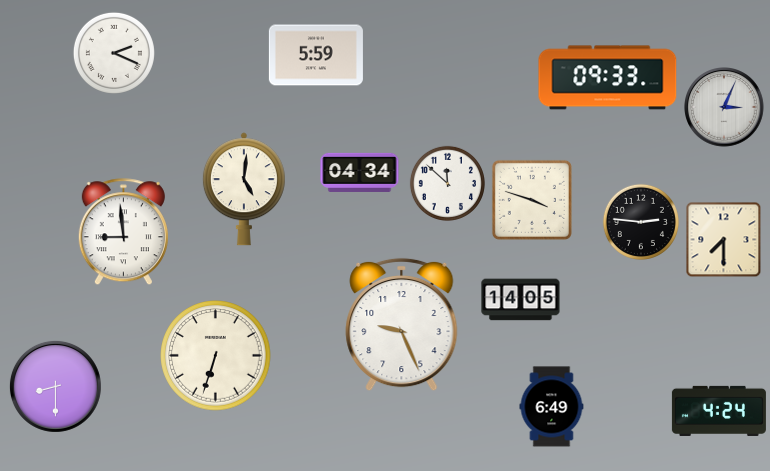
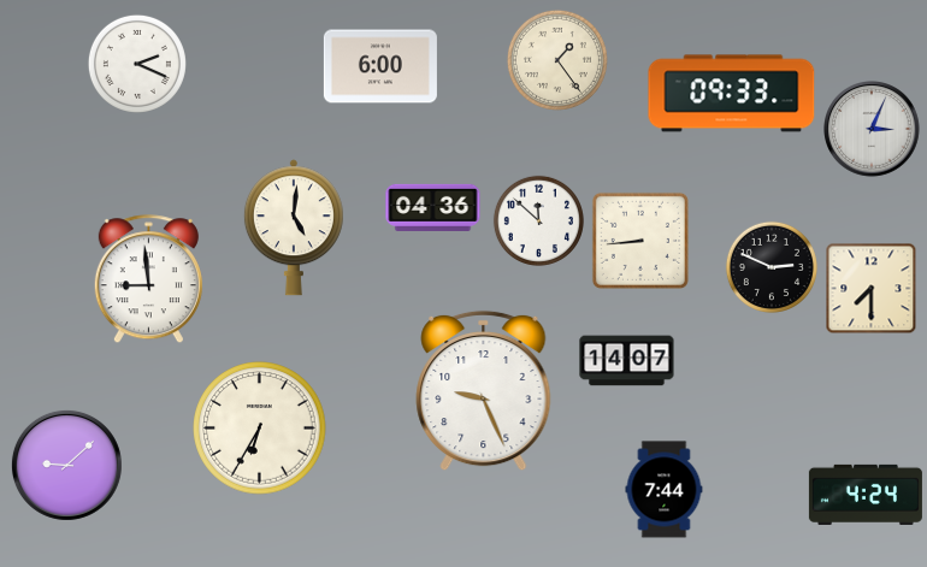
clock at (557, 60): none -> 1:24
clock at (316, 55): 5:59 -> 6:00
clock at (360, 172): 04:34 -> 04:36
clock at (532, 200): 3:48 -> 8:44
clock at (641, 222): 2:46 -> 2:49
clock at (521, 300): 14:05 -> 14:07
clock at (216, 356): 6:33 -> 6:35
clock at (55, 386): 8:30 -> 9:08
clock at (552, 407): 6:49 -> 7:44
